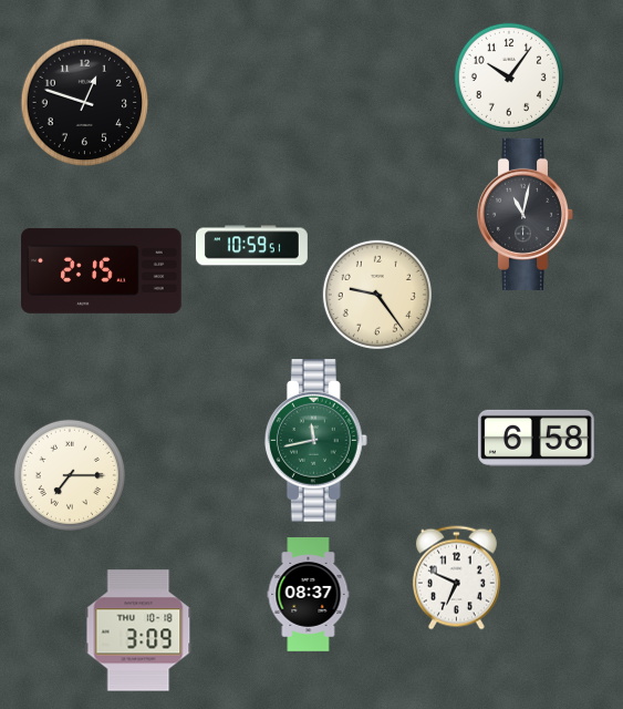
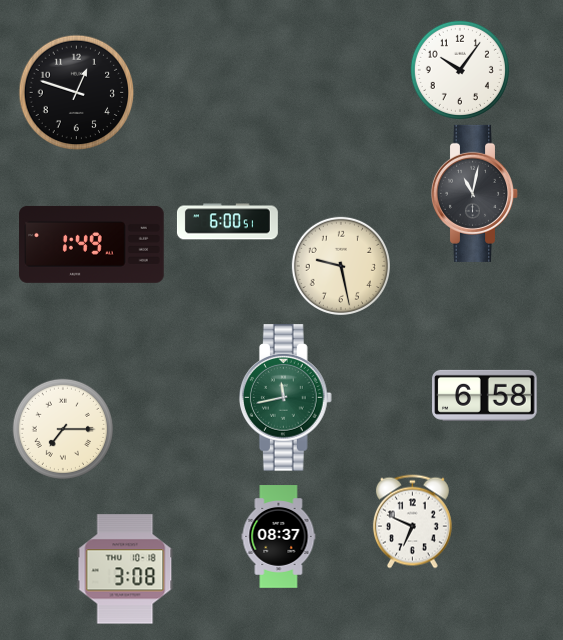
clock at (251, 246): 10:59 -> 6:00
clock at (102, 270): 2:15 -> 1:49
clock at (377, 295): 9:24 -> 9:28
clock at (138, 630): 3:09 -> 3:08
